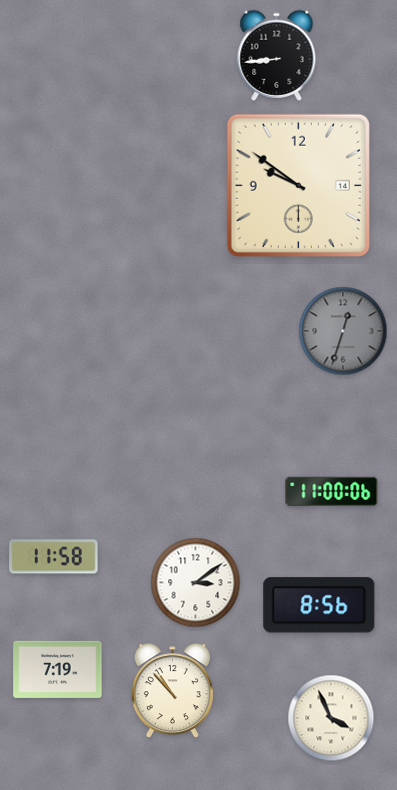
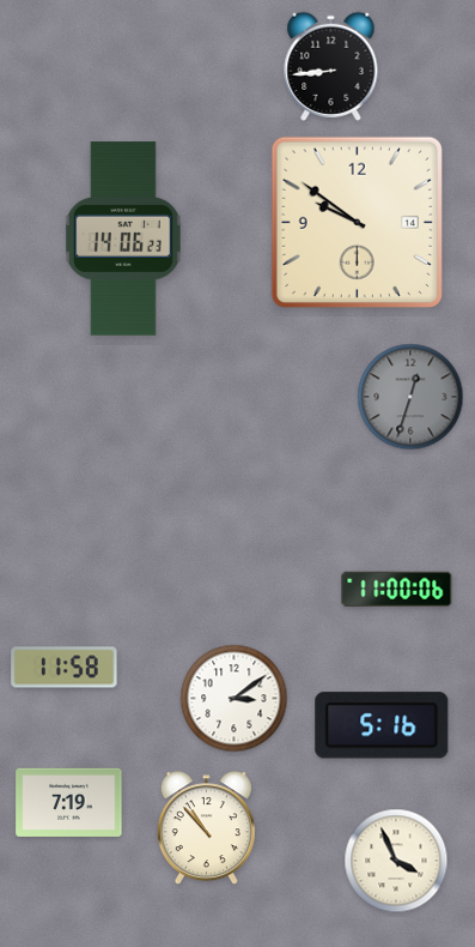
clock at (123, 239): none -> 14:06
clock at (319, 605): 8:56 -> 5:16
